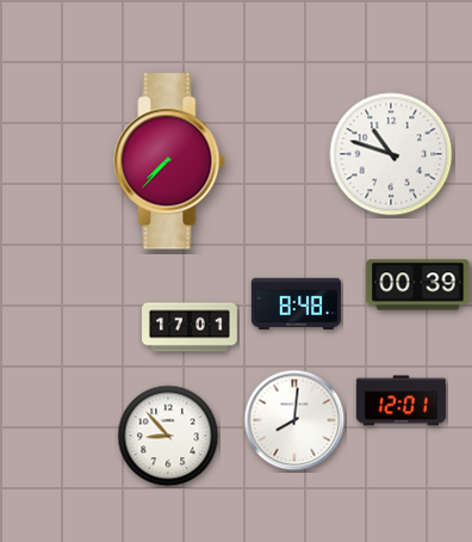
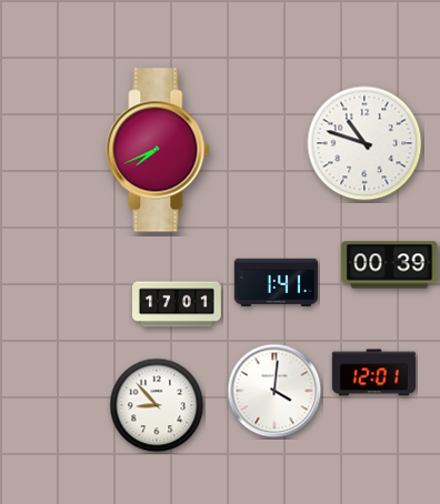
clock at (169, 161): 7:37 -> 7:41
clock at (296, 303): 8:48 -> 1:41
clock at (294, 420): 8:01 -> 4:01
